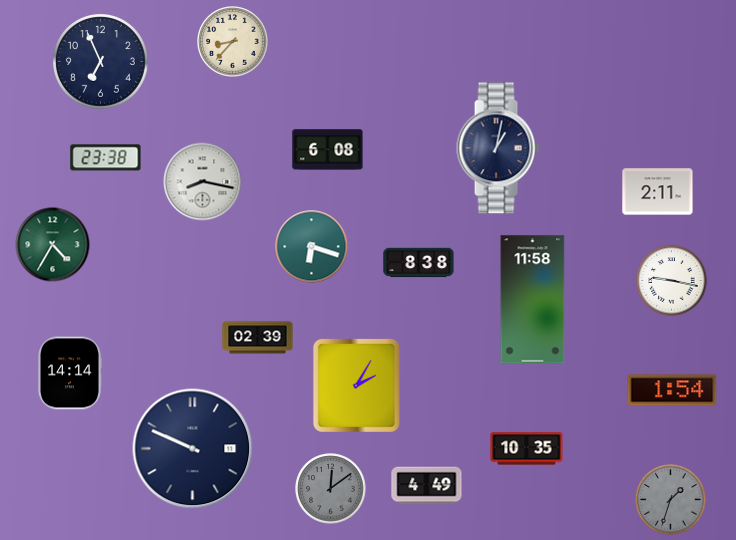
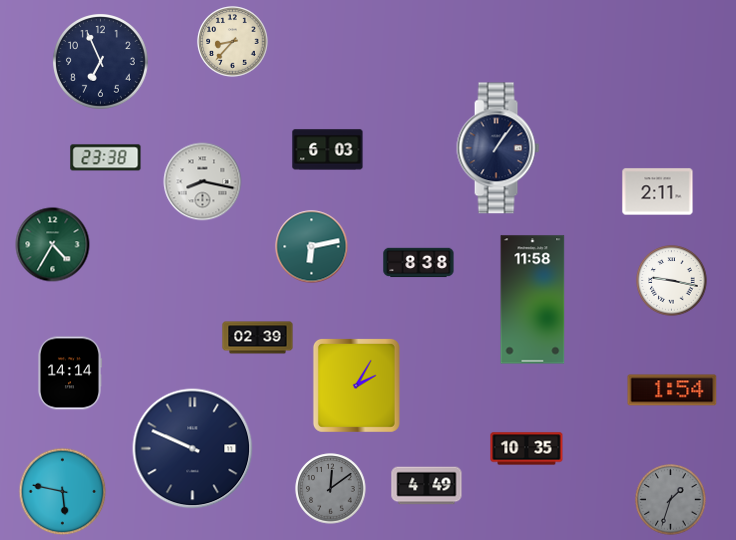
clock at (498, 148): 1:02 -> 1:06
clock at (328, 150): 6:08 -> 6:03
clock at (312, 247): 6:18 -> 6:13
clock at (63, 492): none -> 5:47
